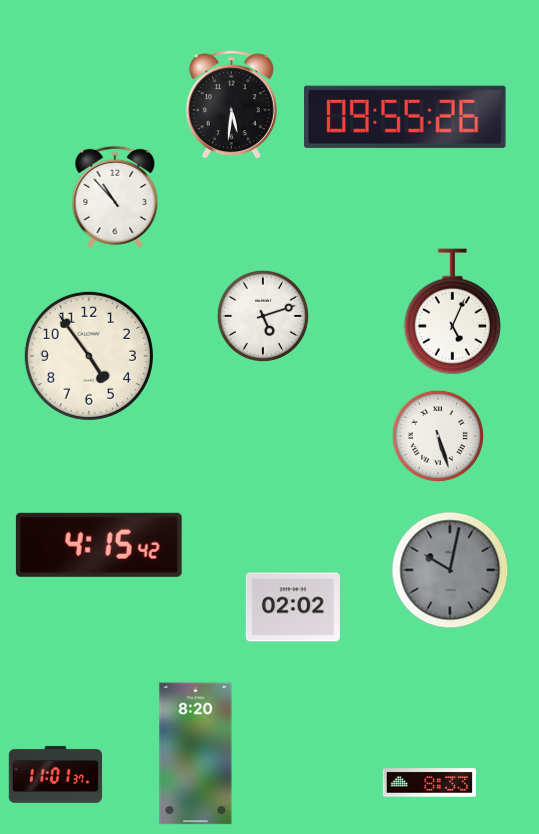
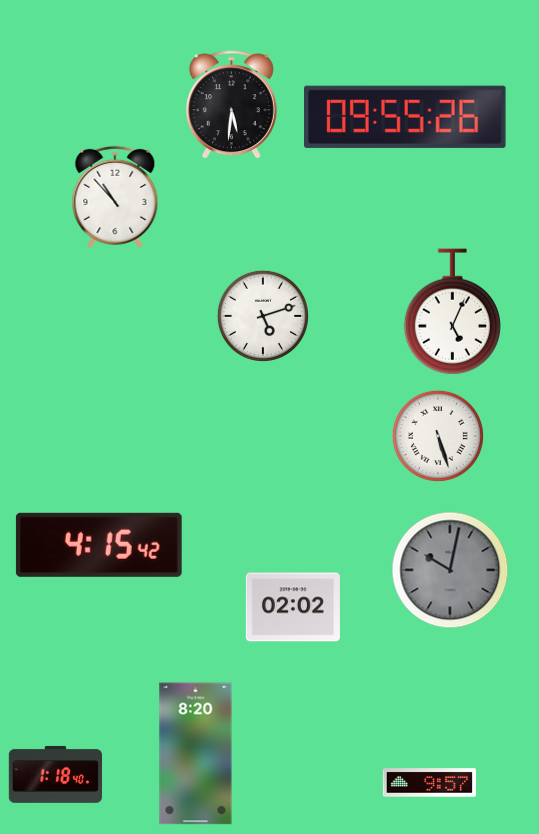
clock at (89, 356): 4:54 -> none
clock at (55, 774): 11:01 -> 1:18
clock at (429, 783): 8:33 -> 9:57
